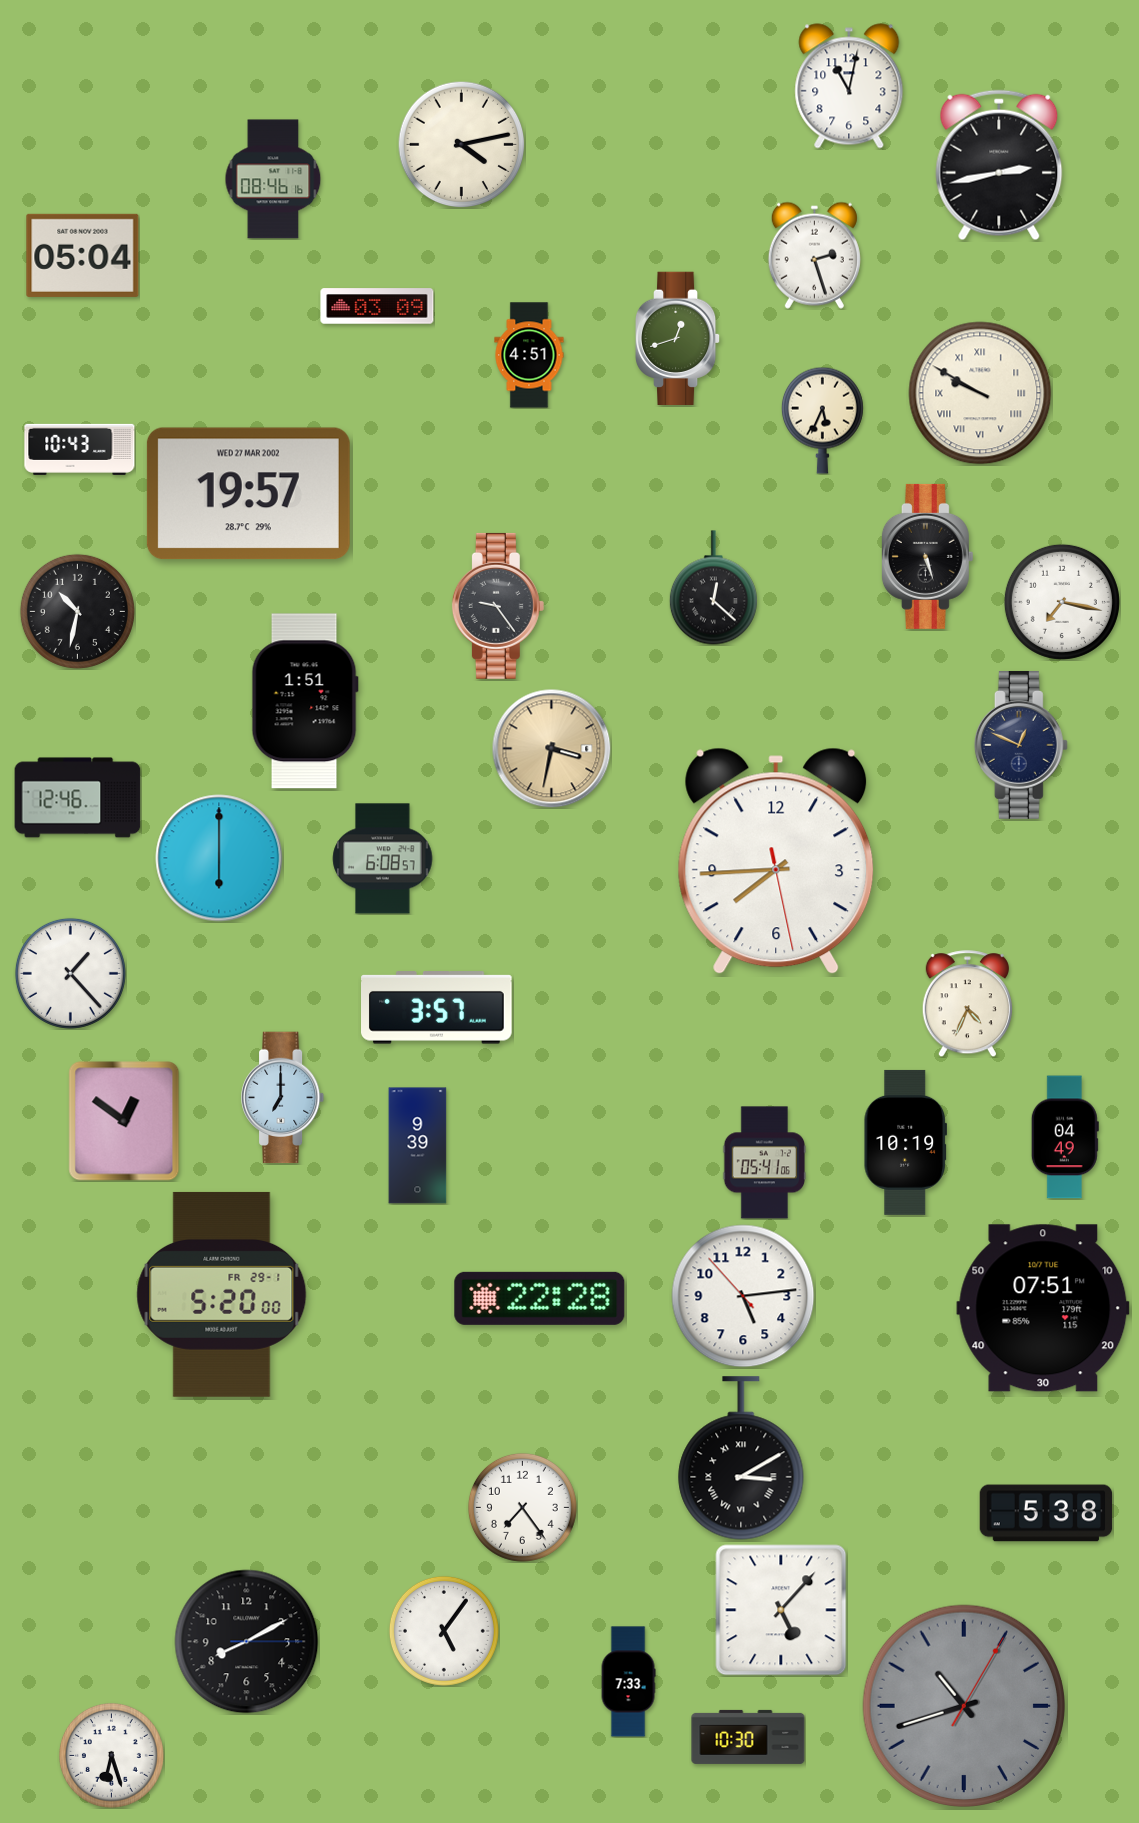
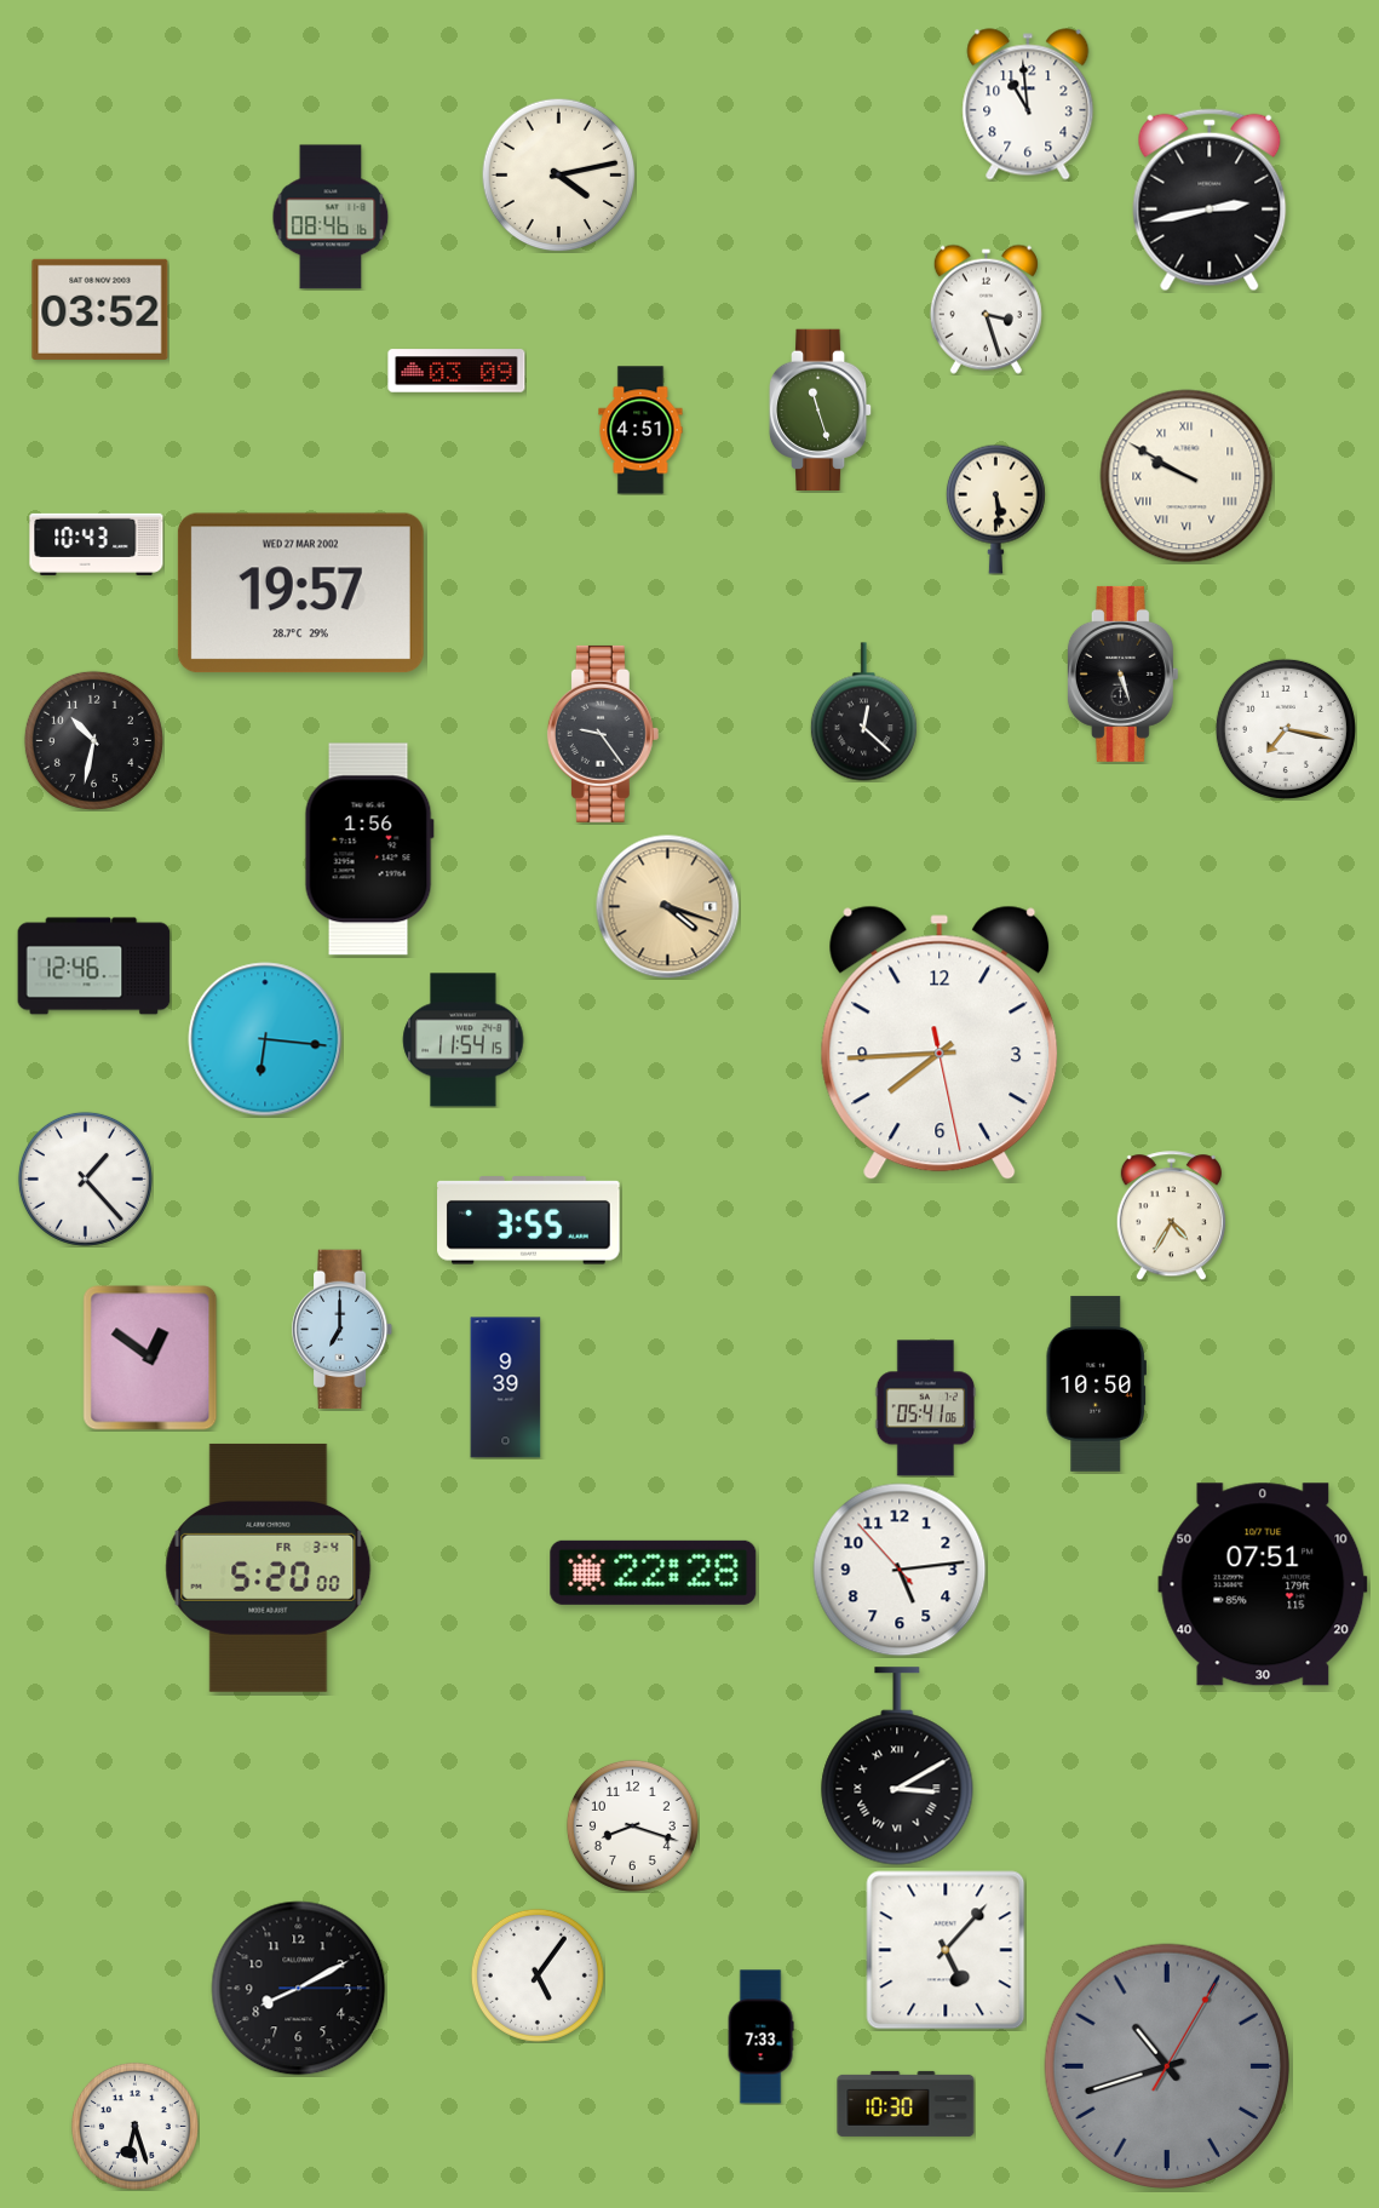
clock at (849, 86): 11:02 -> 10:59
clock at (83, 255): 05:04 -> 03:52
clock at (814, 255): 2:27 -> 3:27
clock at (678, 339): 12:42 -> 11:27
clock at (822, 420): 5:34 -> 5:29
clock at (248, 494) position: (248, 494) -> (300, 593)
clock at (305, 701): 1:51 -> 1:56
clock at (1021, 745): 12:49 -> none
clock at (552, 749): 3:32 -> 4:18
clock at (219, 858): 6:00 -> 6:16
clock at (383, 859): 6:08 -> 11:54
clock at (967, 1004): 4:34 -> 4:35
clock at (437, 1008): 3:57 -> 3:55
clock at (1065, 1137): 04:49 -> none
clock at (905, 1142): 10:19 -> 10:50
clock at (222, 1294) date: FR 29-1 -> FR 3-4
clock at (522, 1507): 7:24 -> 8:18
clock at (1046, 1513): 5:38 -> none
